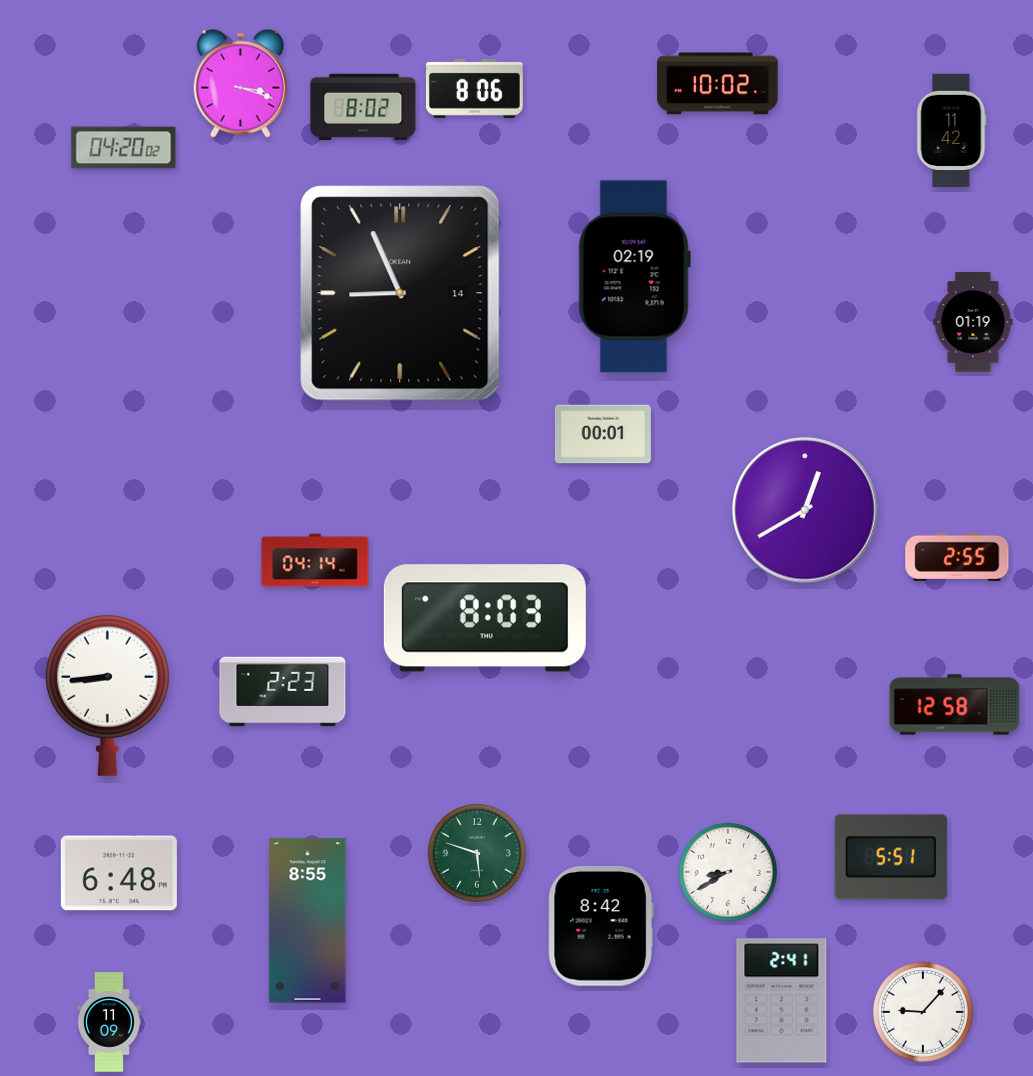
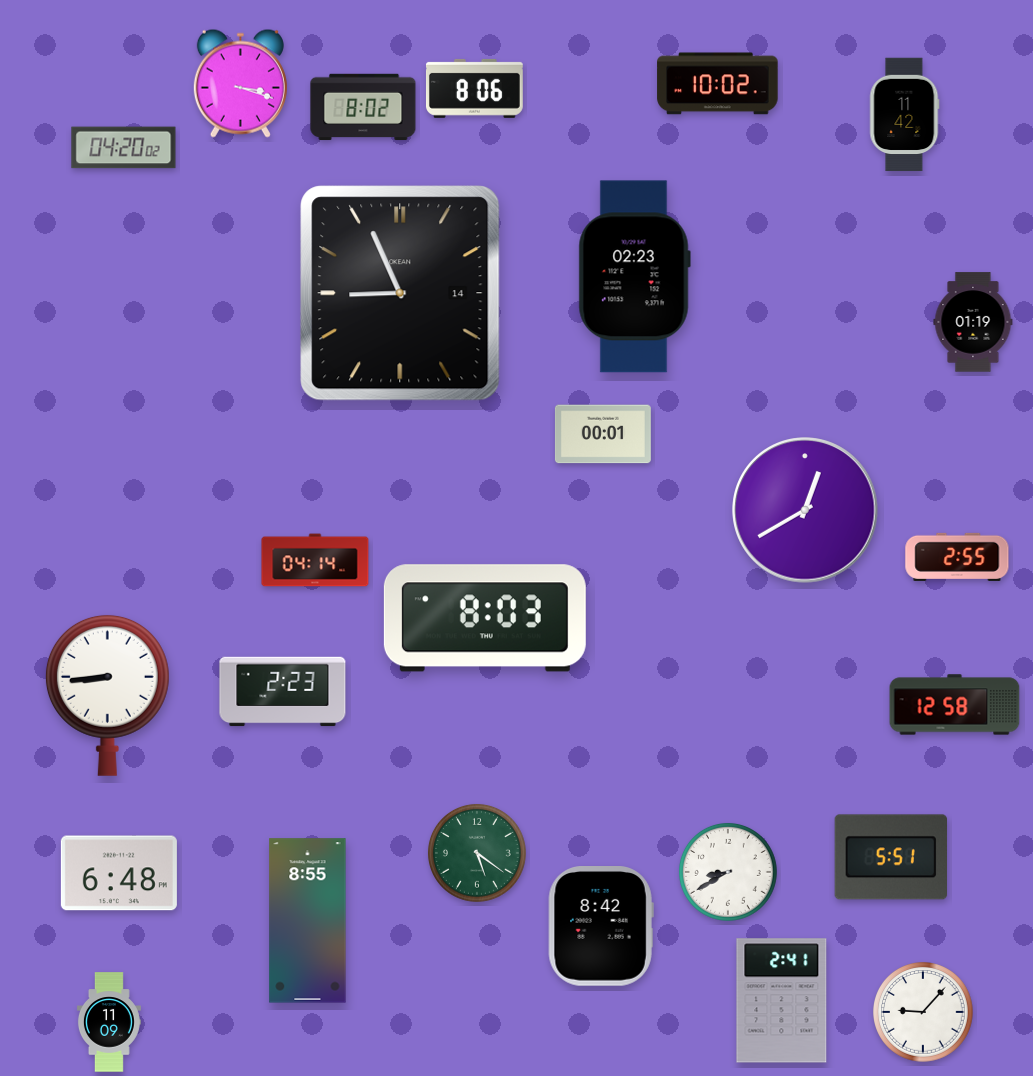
clock at (952, 131) position: (952, 131) -> (905, 115)
clock at (634, 277): 02:19 -> 02:23
clock at (477, 853): 5:48 -> 5:21
